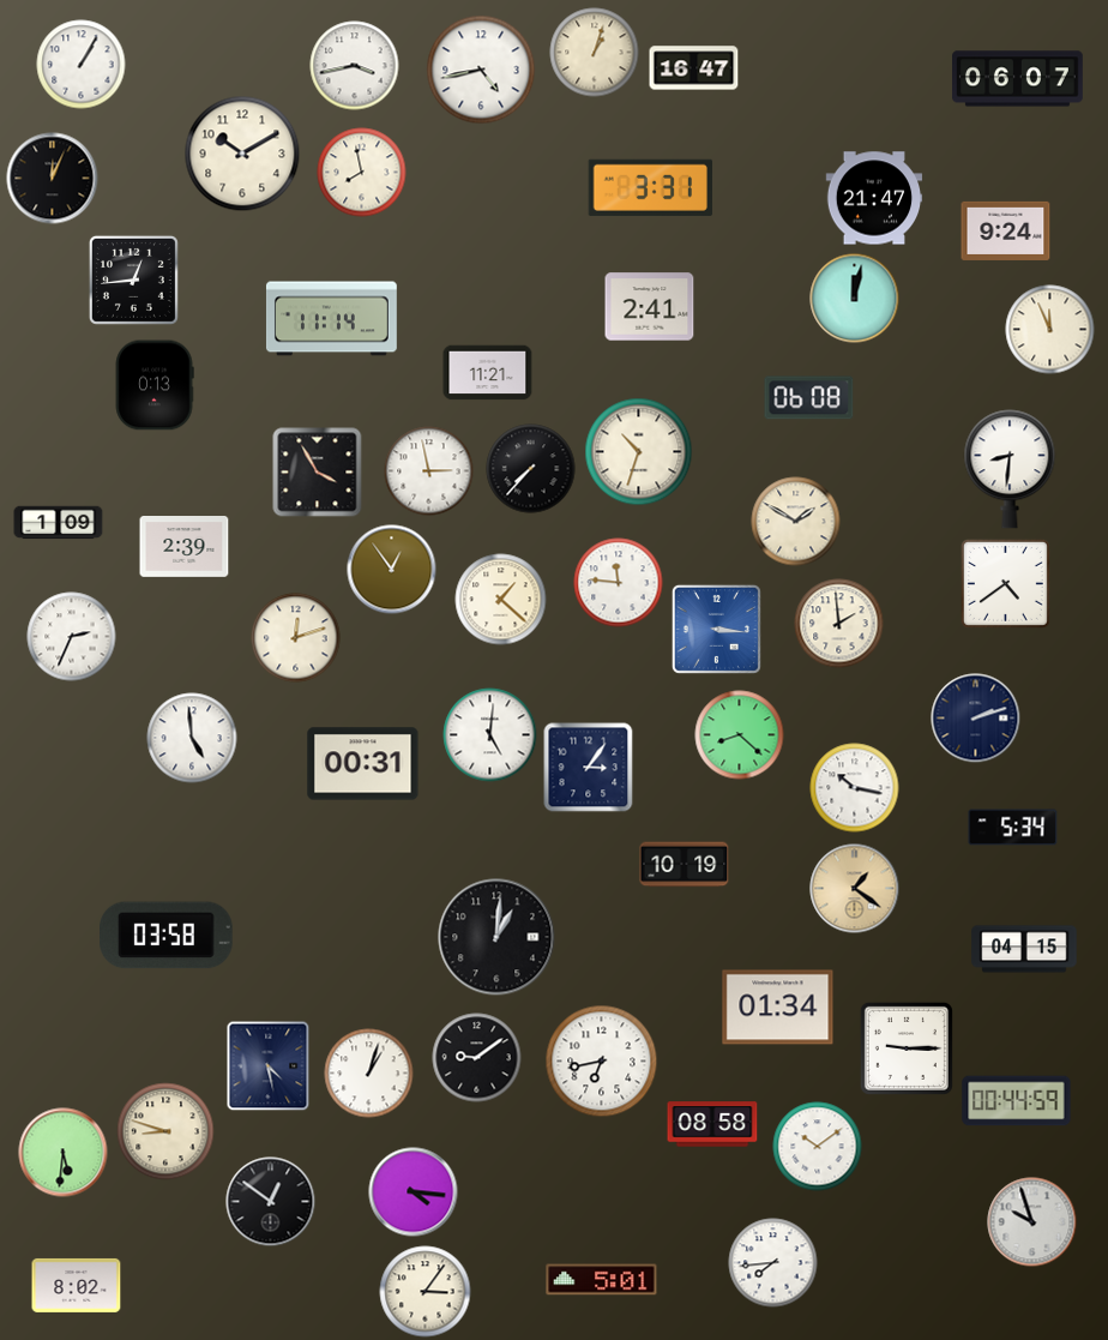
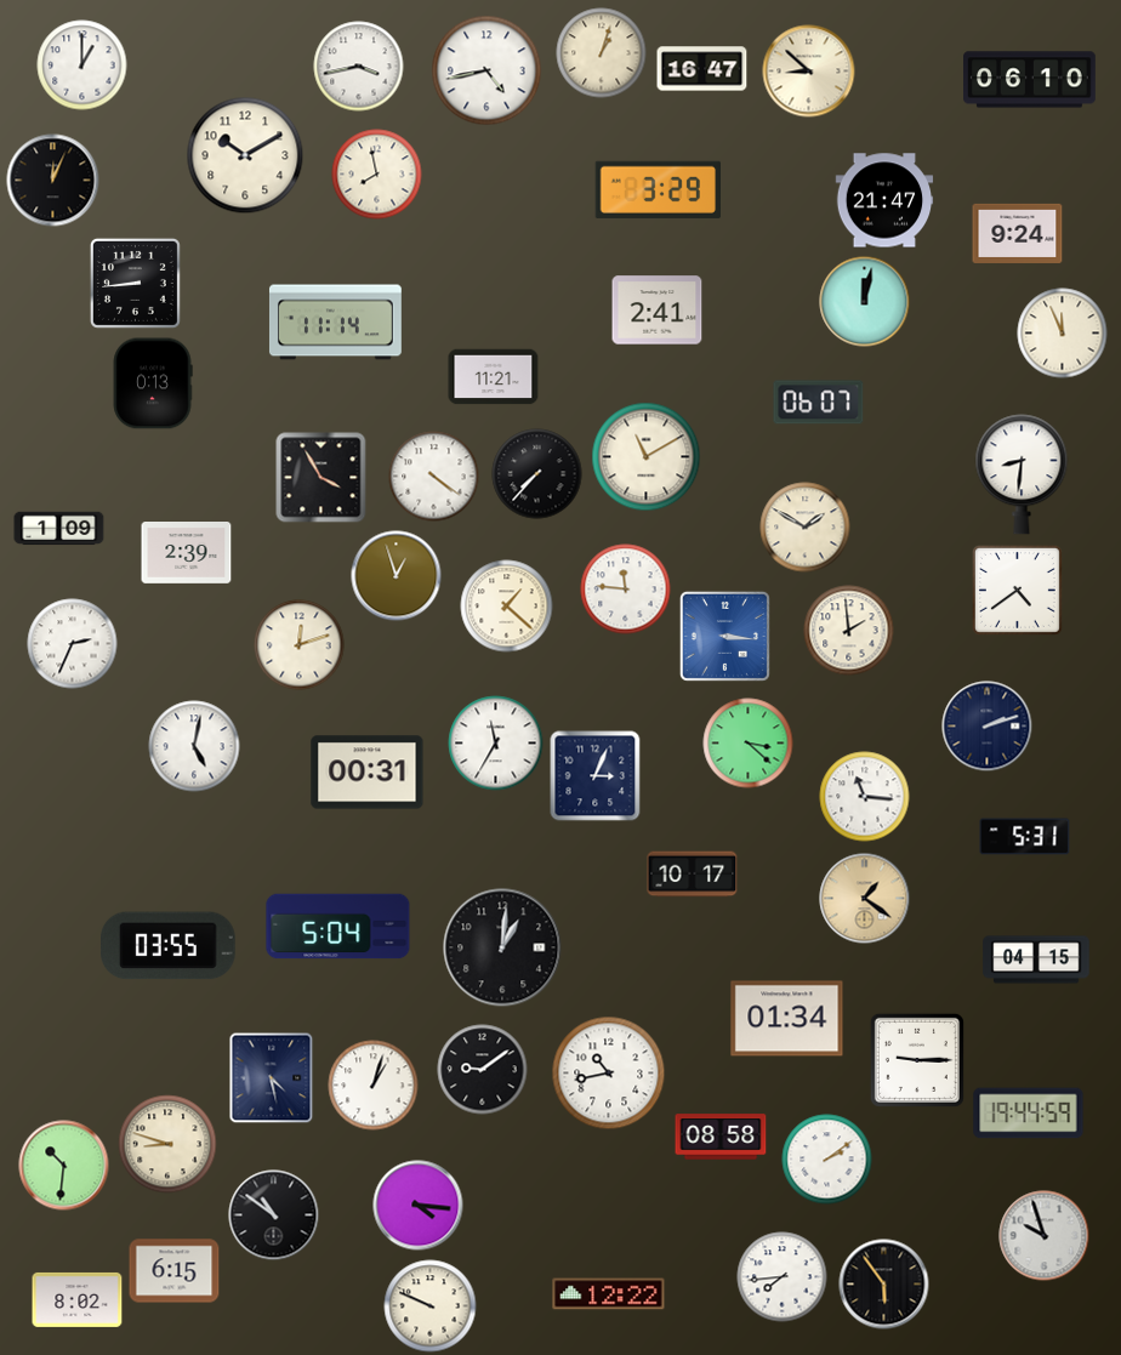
clock at (82, 65): 1:05 -> 1:00
clock at (809, 72): none -> 8:52
clock at (1018, 79): 06:07 -> 06:10
clock at (362, 173) position: (362, 173) -> (377, 175)
clock at (650, 187): 3:31 -> 3:29
clock at (133, 280): 12:44 -> 8:44
clock at (155, 385) position: (155, 385) -> (153, 383)
clock at (809, 398): 06:08 -> 06:07
clock at (639, 452): 10:33 -> 11:10
clock at (429, 471): 2:58 -> 4:21
clock at (392, 570): 12:54 -> 12:57
clock at (490, 735): 5:01 -> 11:35
clock at (740, 735): 8:22 -> 3:22
clock at (192, 738): 4:59 -> 5:02
clock at (589, 768): 3:06 -> 3:04
clock at (855, 788): 10:17 -> 11:16
clock at (1013, 828): 5:34 -> 5:31
clock at (685, 865): 10:19 -> 10:17
clock at (338, 927): none -> 5:04
clock at (167, 936): 03:58 -> 03:55
clock at (602, 1062): 6:43 -> 10:43
clock at (1017, 1101): 00:44 -> 19:44
clock at (818, 1147): 10:09 -> 2:09
clock at (64, 1153): 5:31 -> 10:31
clock at (271, 1202): 12:51 -> 10:51
clock at (175, 1271): none -> 6:15
clock at (884, 1285): none -> 5:54
clock at (602, 1280): 5:01 -> 12:22
clock at (426, 1292): 3:06 -> 9:49
